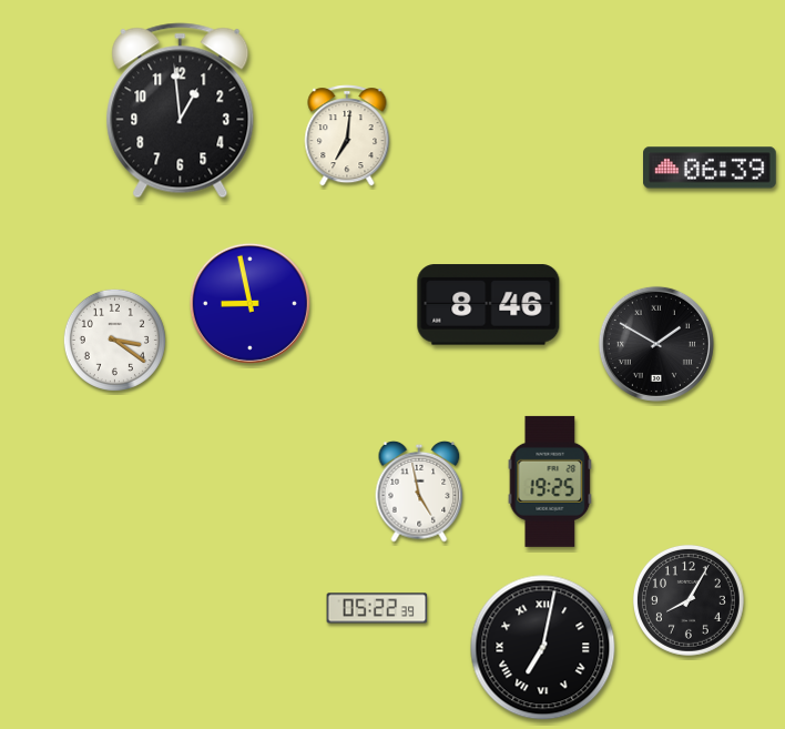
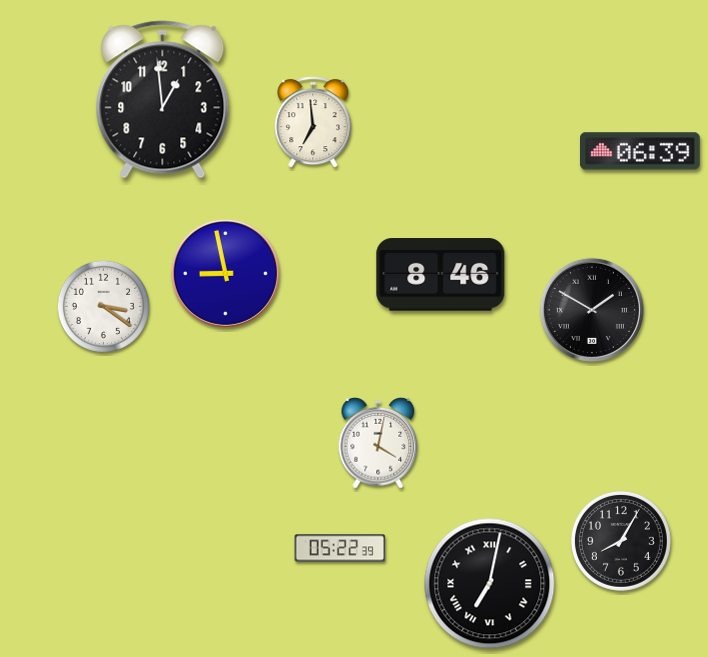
clock at (347, 135): 7:01 -> 6:59
clock at (550, 482): 19:25 -> none
clock at (419, 492): 4:58 -> 4:02
